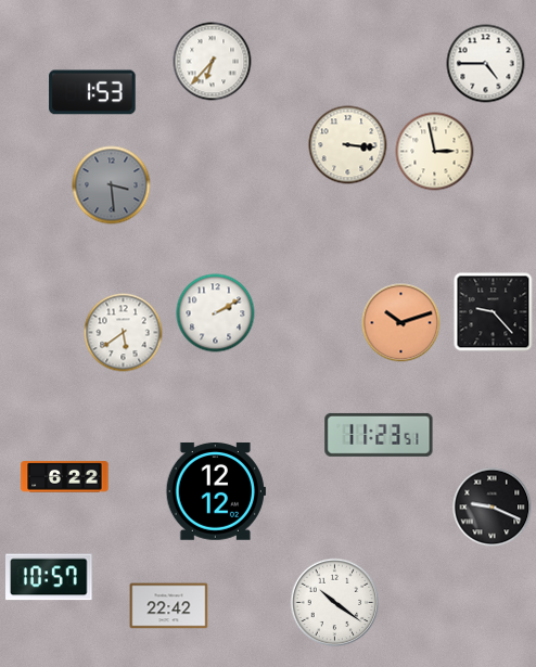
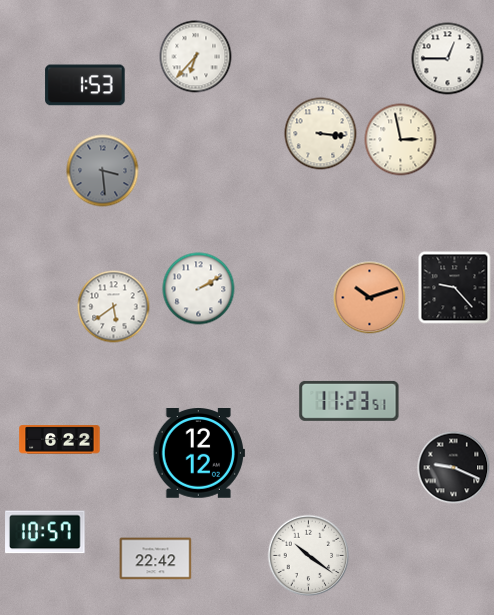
clock at (486, 64): 4:45 -> 12:45
